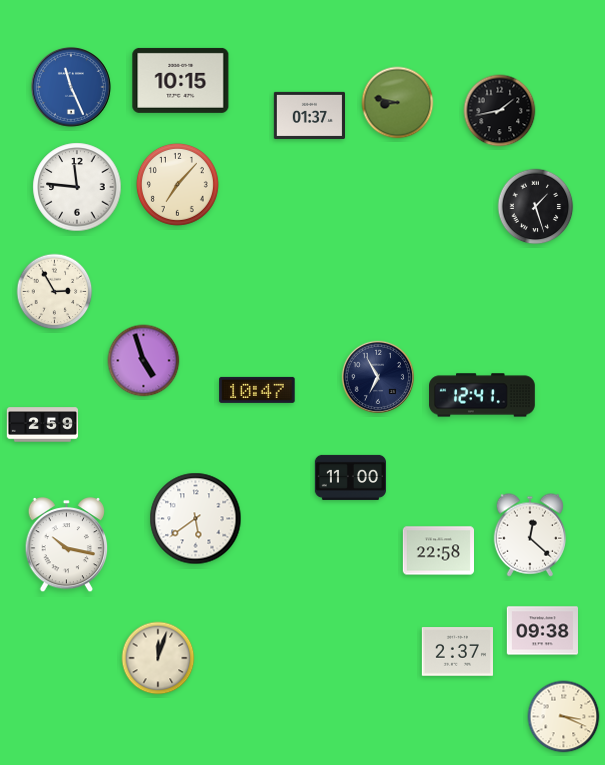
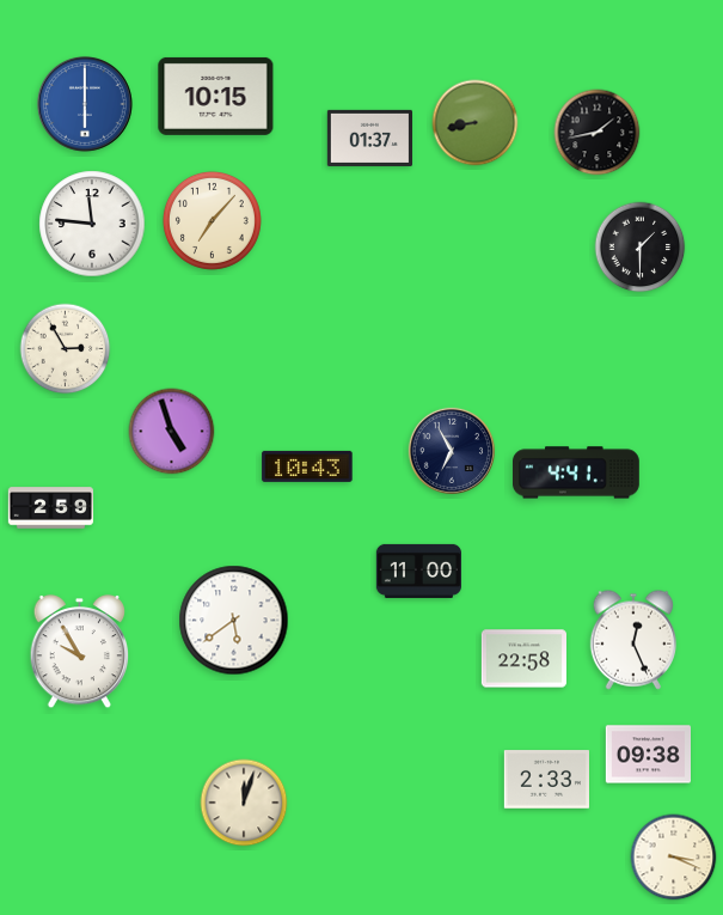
clock at (71, 87): 11:26 -> 6:00
clock at (398, 103): 8:47 -> 8:43
clock at (536, 207): 1:27 -> 1:30
clock at (257, 390): 10:47 -> 10:43
clock at (483, 395): 12:41 -> 4:41
clock at (529, 535): 12:22 -> 12:26
clock at (67, 545): 10:17 -> 9:55
clock at (457, 652): 2:37 -> 2:33
clock at (158, 658) position: (158, 658) -> (244, 803)
